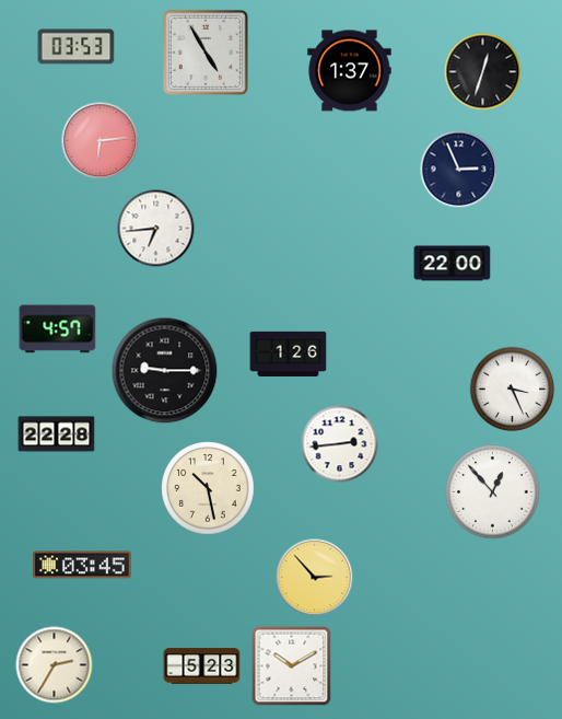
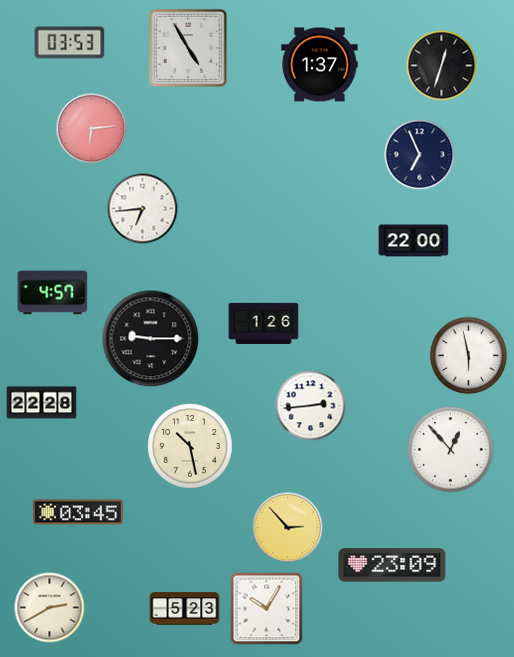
clock at (459, 170): 2:56 -> 6:56
clock at (58, 329) position: (58, 329) -> (53, 293)
clock at (513, 390): 3:26 -> 5:58
clock at (57, 434) position: (57, 434) -> (42, 403)
clock at (82, 565) position: (82, 565) -> (78, 512)
clock at (392, 565): none -> 23:09
clock at (55, 665): 2:35 -> 2:40
clock at (292, 666): 10:10 -> 10:05
